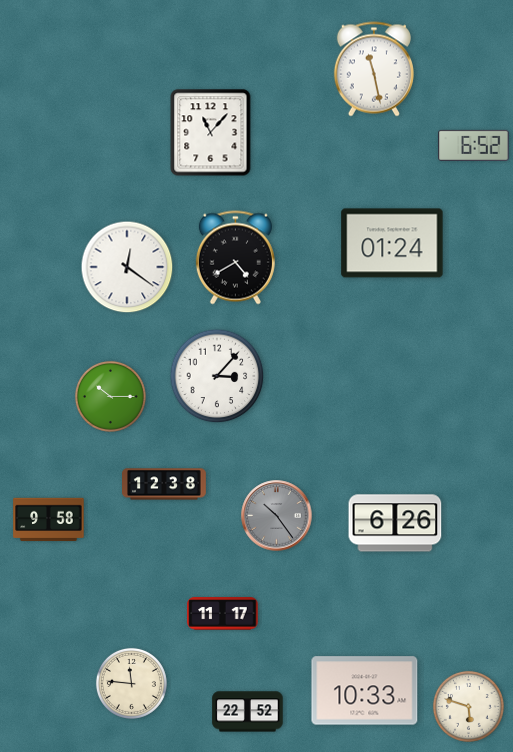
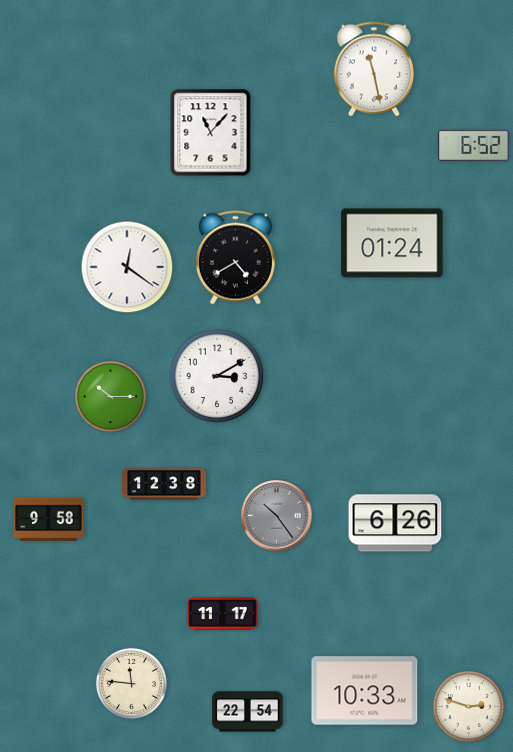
clock at (217, 376): 3:07 -> 3:10
clock at (468, 706): 5:48 -> 2:48
clock at (248, 712): 22:52 -> 22:54
